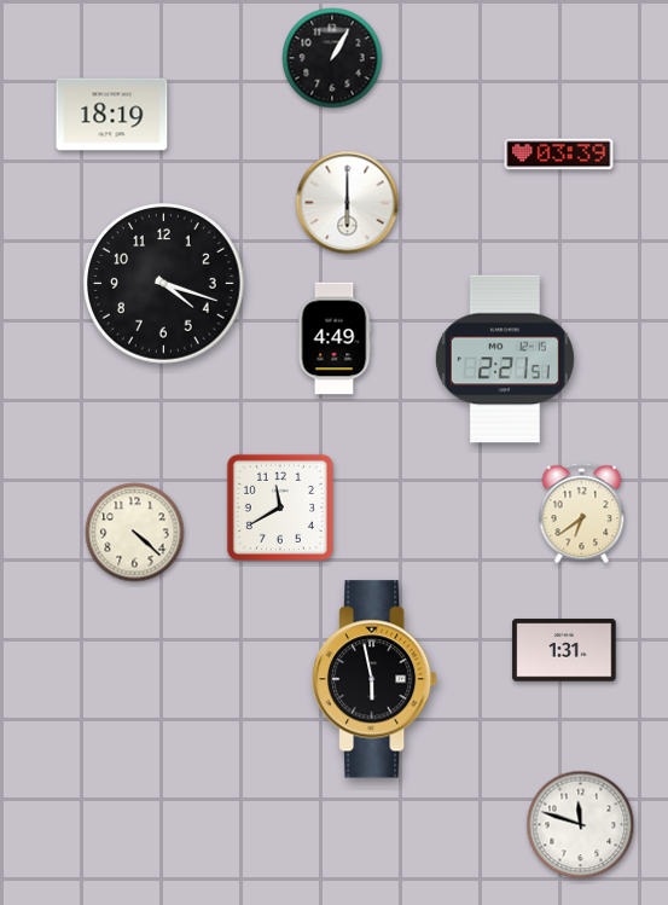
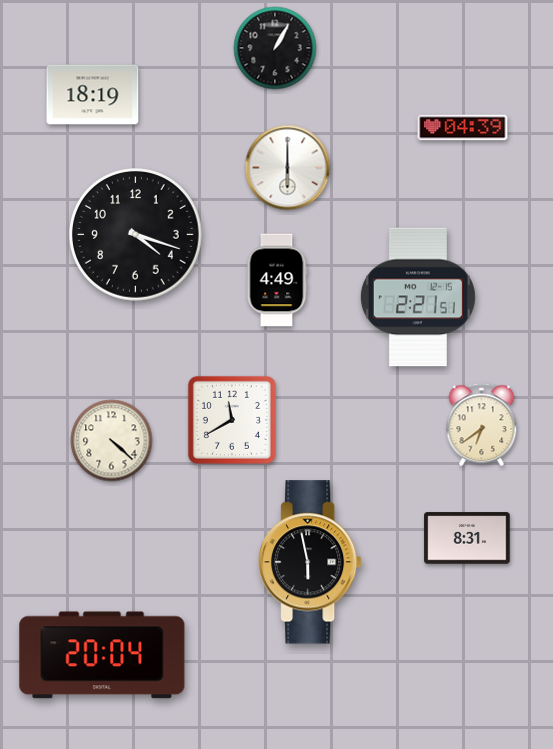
clock at (559, 155): 03:39 -> 04:39
clock at (564, 650): 1:31 -> 8:31
clock at (102, 655): none -> 20:04
clock at (581, 825): 11:48 -> none
